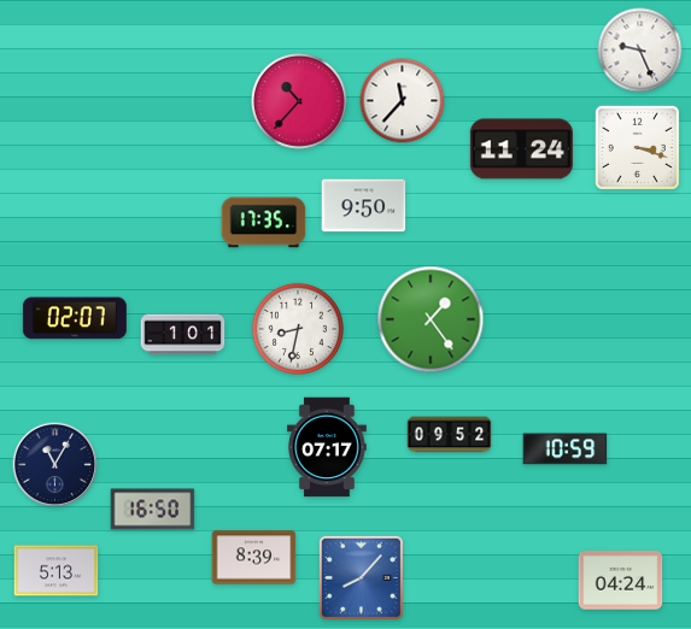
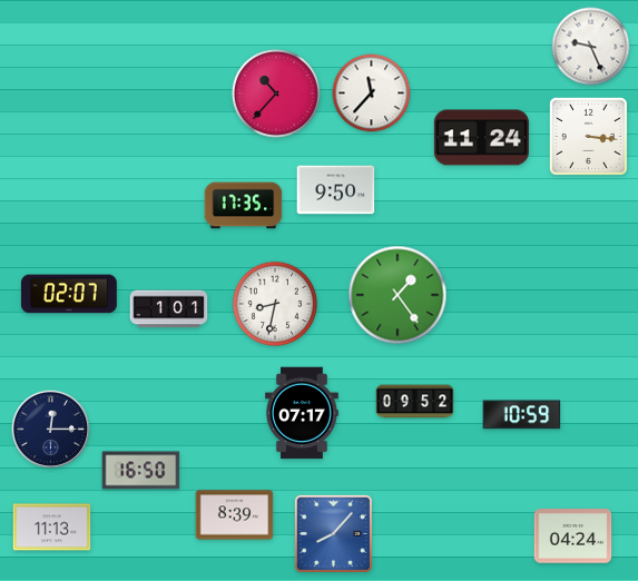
clock at (637, 147): 3:18 -> 3:16
clock at (55, 465): 11:05 -> 12:15
clock at (57, 571): 5:13 -> 11:13
